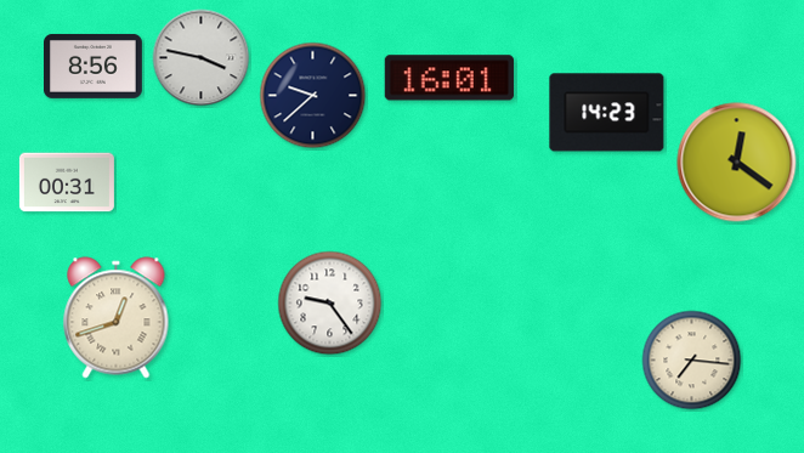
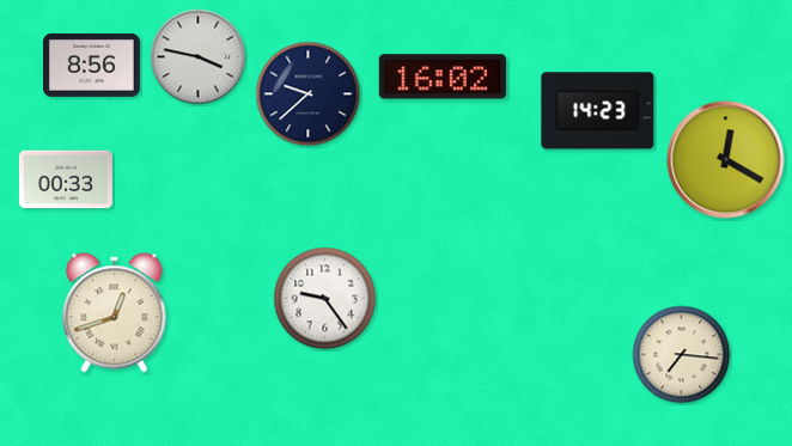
clock at (449, 78): 16:01 -> 16:02
clock at (737, 163): 12:21 -> 12:20
clock at (67, 182): 00:31 -> 00:33
